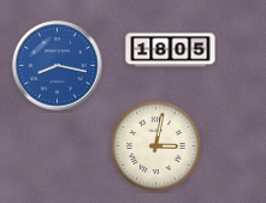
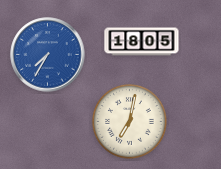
clock at (58, 66): 8:17 -> 7:35
clock at (155, 145): 3:02 -> 7:02
